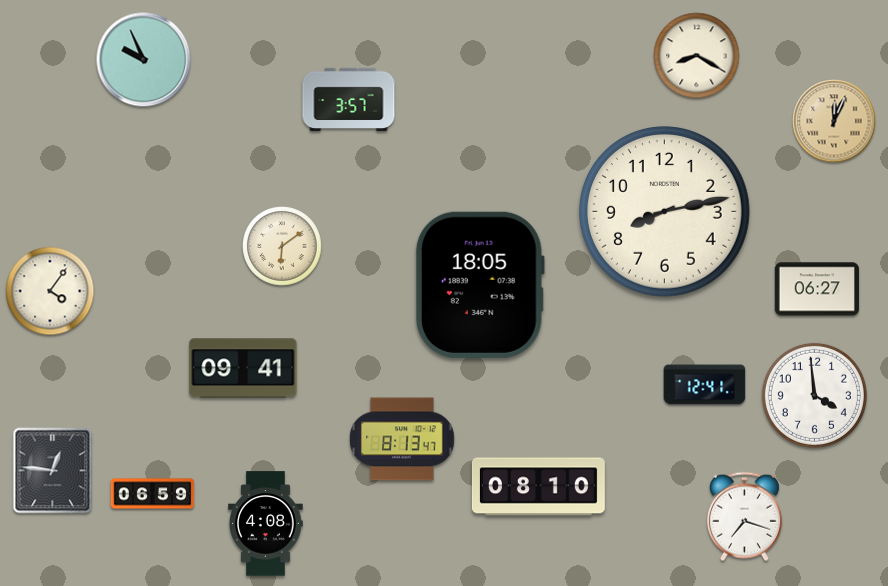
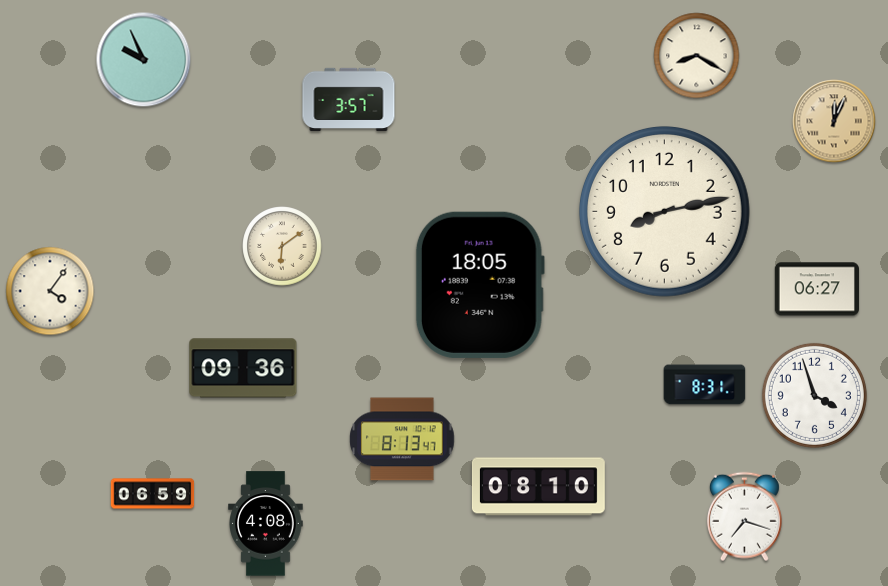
clock at (243, 368): 09:41 -> 09:36
clock at (705, 385): 12:41 -> 8:31
clock at (814, 395): 3:59 -> 3:57
clock at (53, 471): 12:46 -> none
